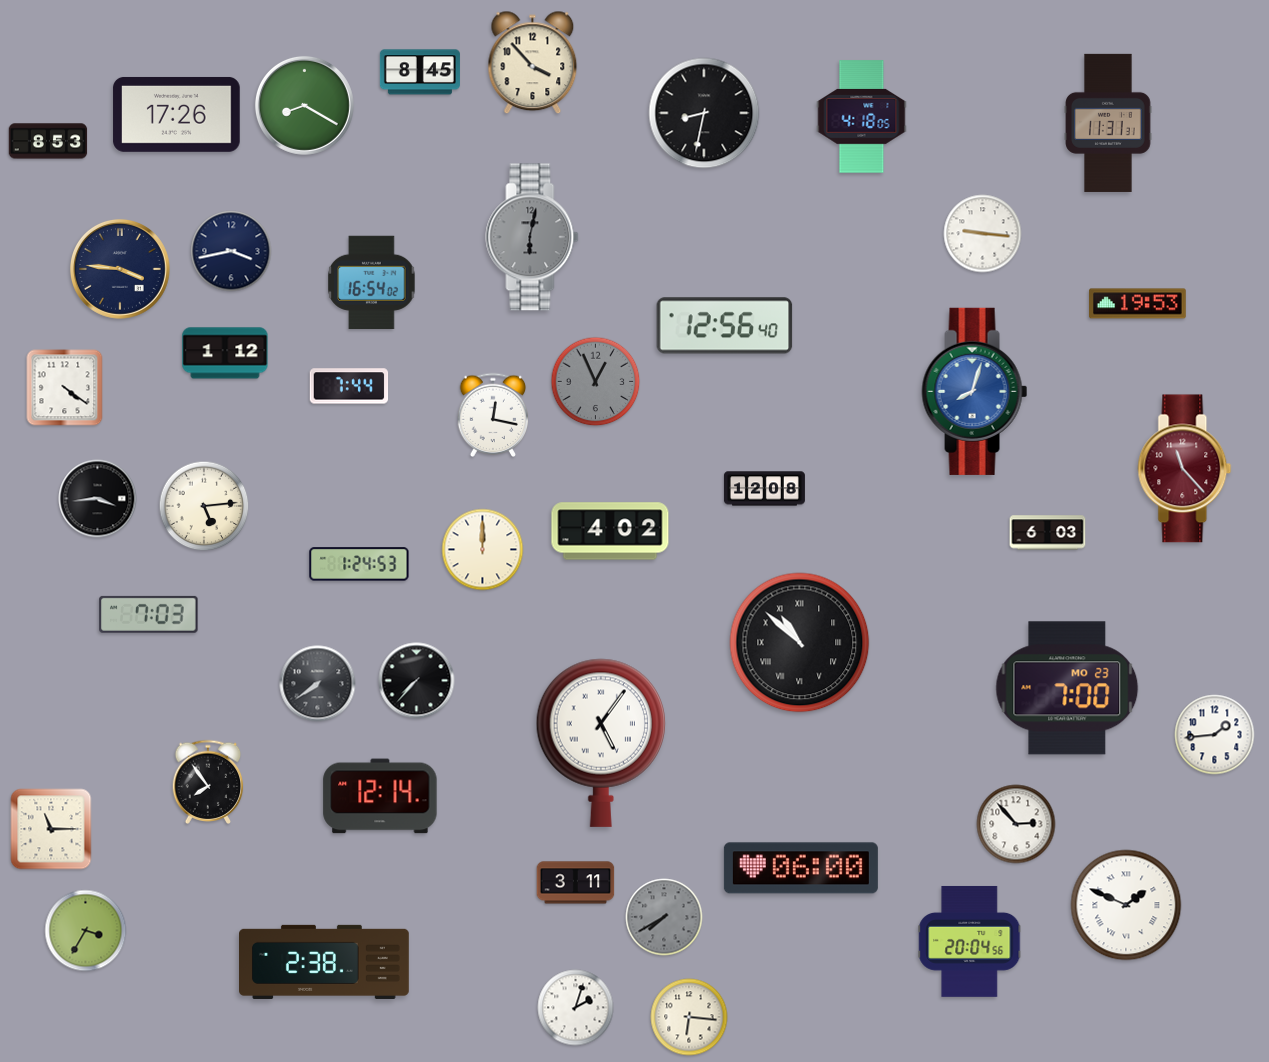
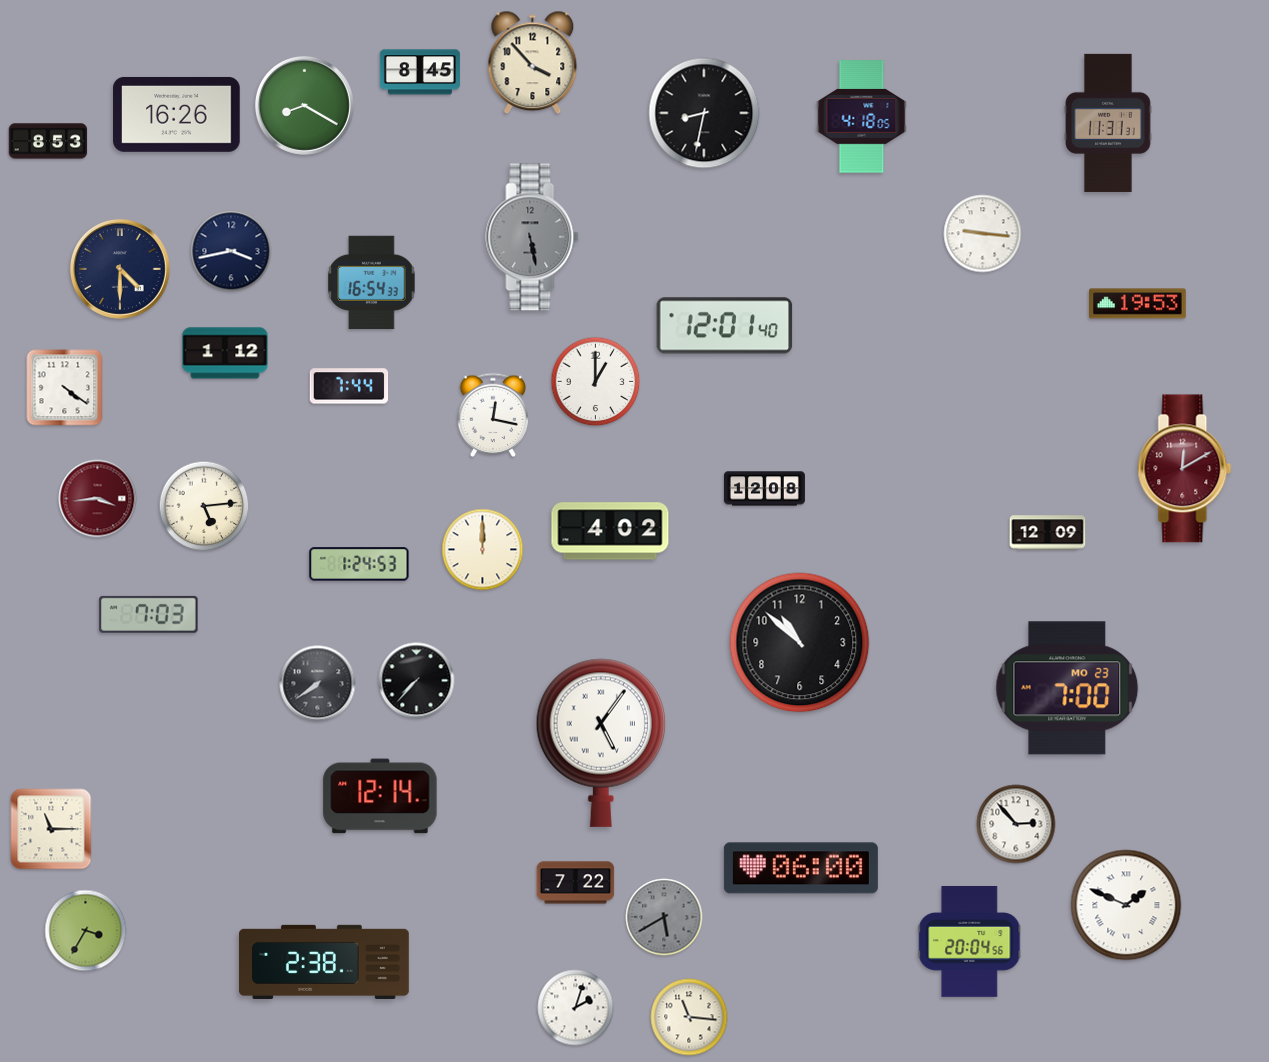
clock at (177, 114): 17:26 -> 16:26
clock at (532, 237): 6:02 -> 5:28
clock at (120, 269): 3:46 -> 4:30
clock at (372, 282): 16:54:02 -> 16:54:33
clock at (725, 326): 12:56 -> 12:01
clock at (596, 382): 12:56 -> 1:00
clock at (596, 382) dial: grey -> white
clock at (975, 391): 8:03 -> none
clock at (1185, 469): 11:23 -> 12:10
clock at (98, 499) dial: black -> burgundy
clock at (1048, 533): 6:03 -> 12:09
clock at (800, 643) numerals: Roman -> Arabic
clock at (1215, 735): 1:44 -> none
clock at (208, 781): 7:54 -> none
clock at (576, 883): 3:11 -> 7:22
clock at (664, 917): 7:40 -> 5:40
clock at (689, 1017): 6:16 -> 11:16
